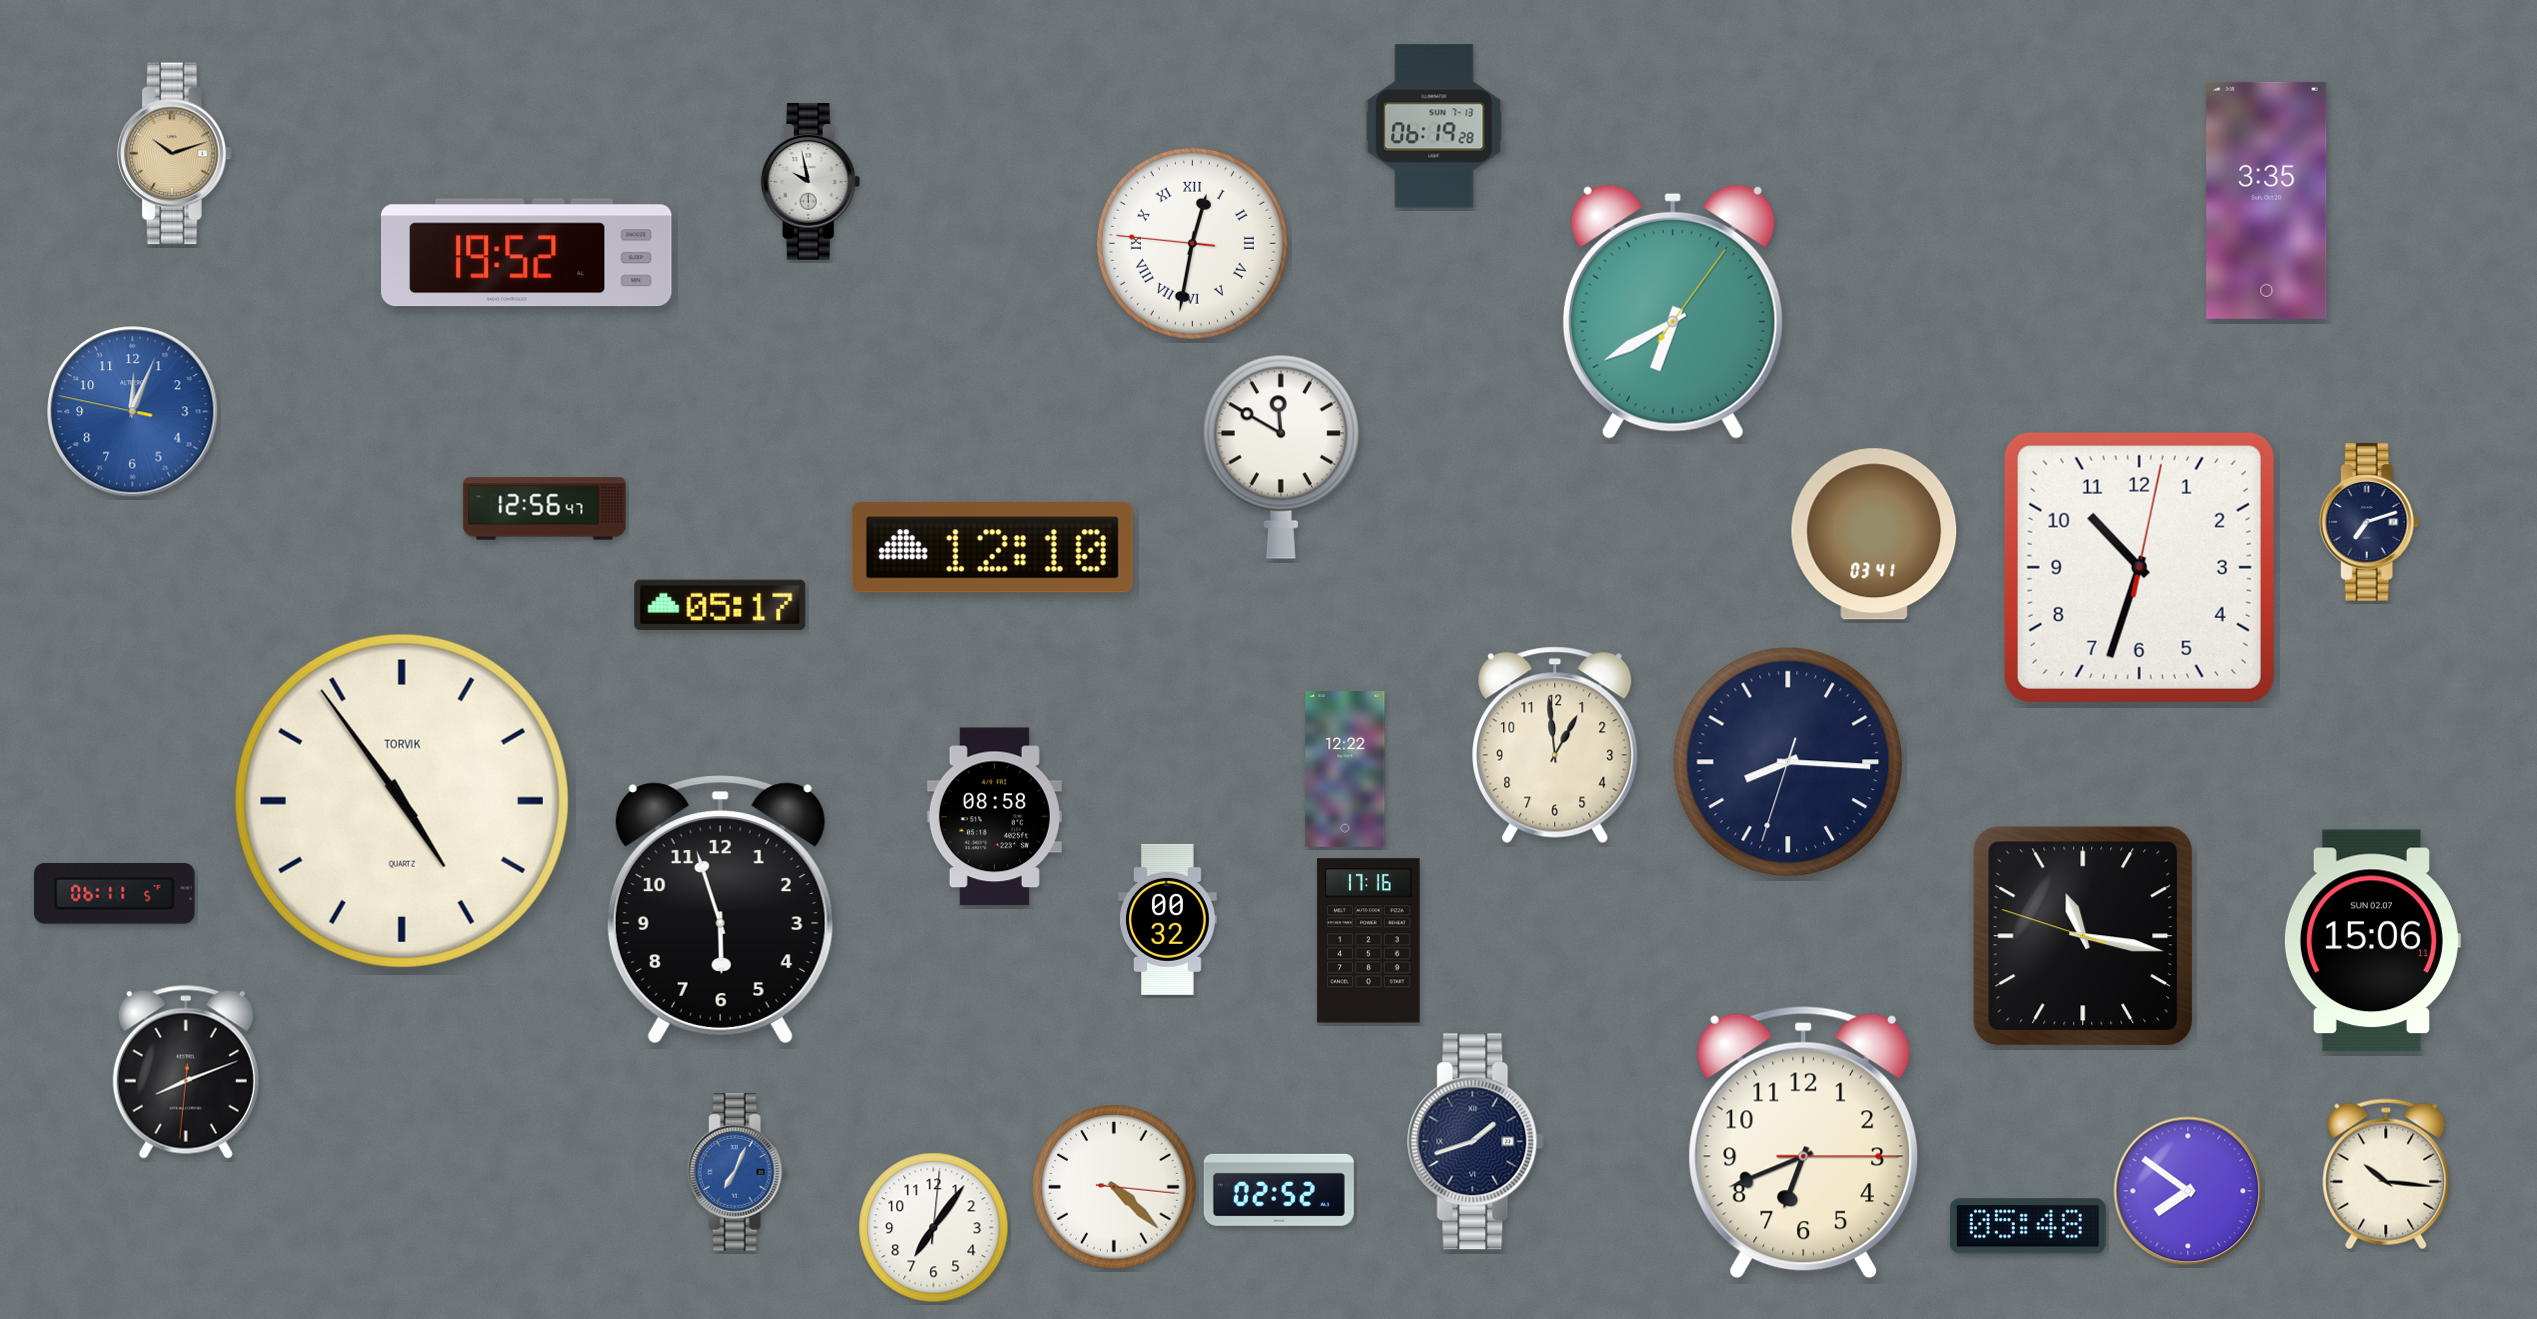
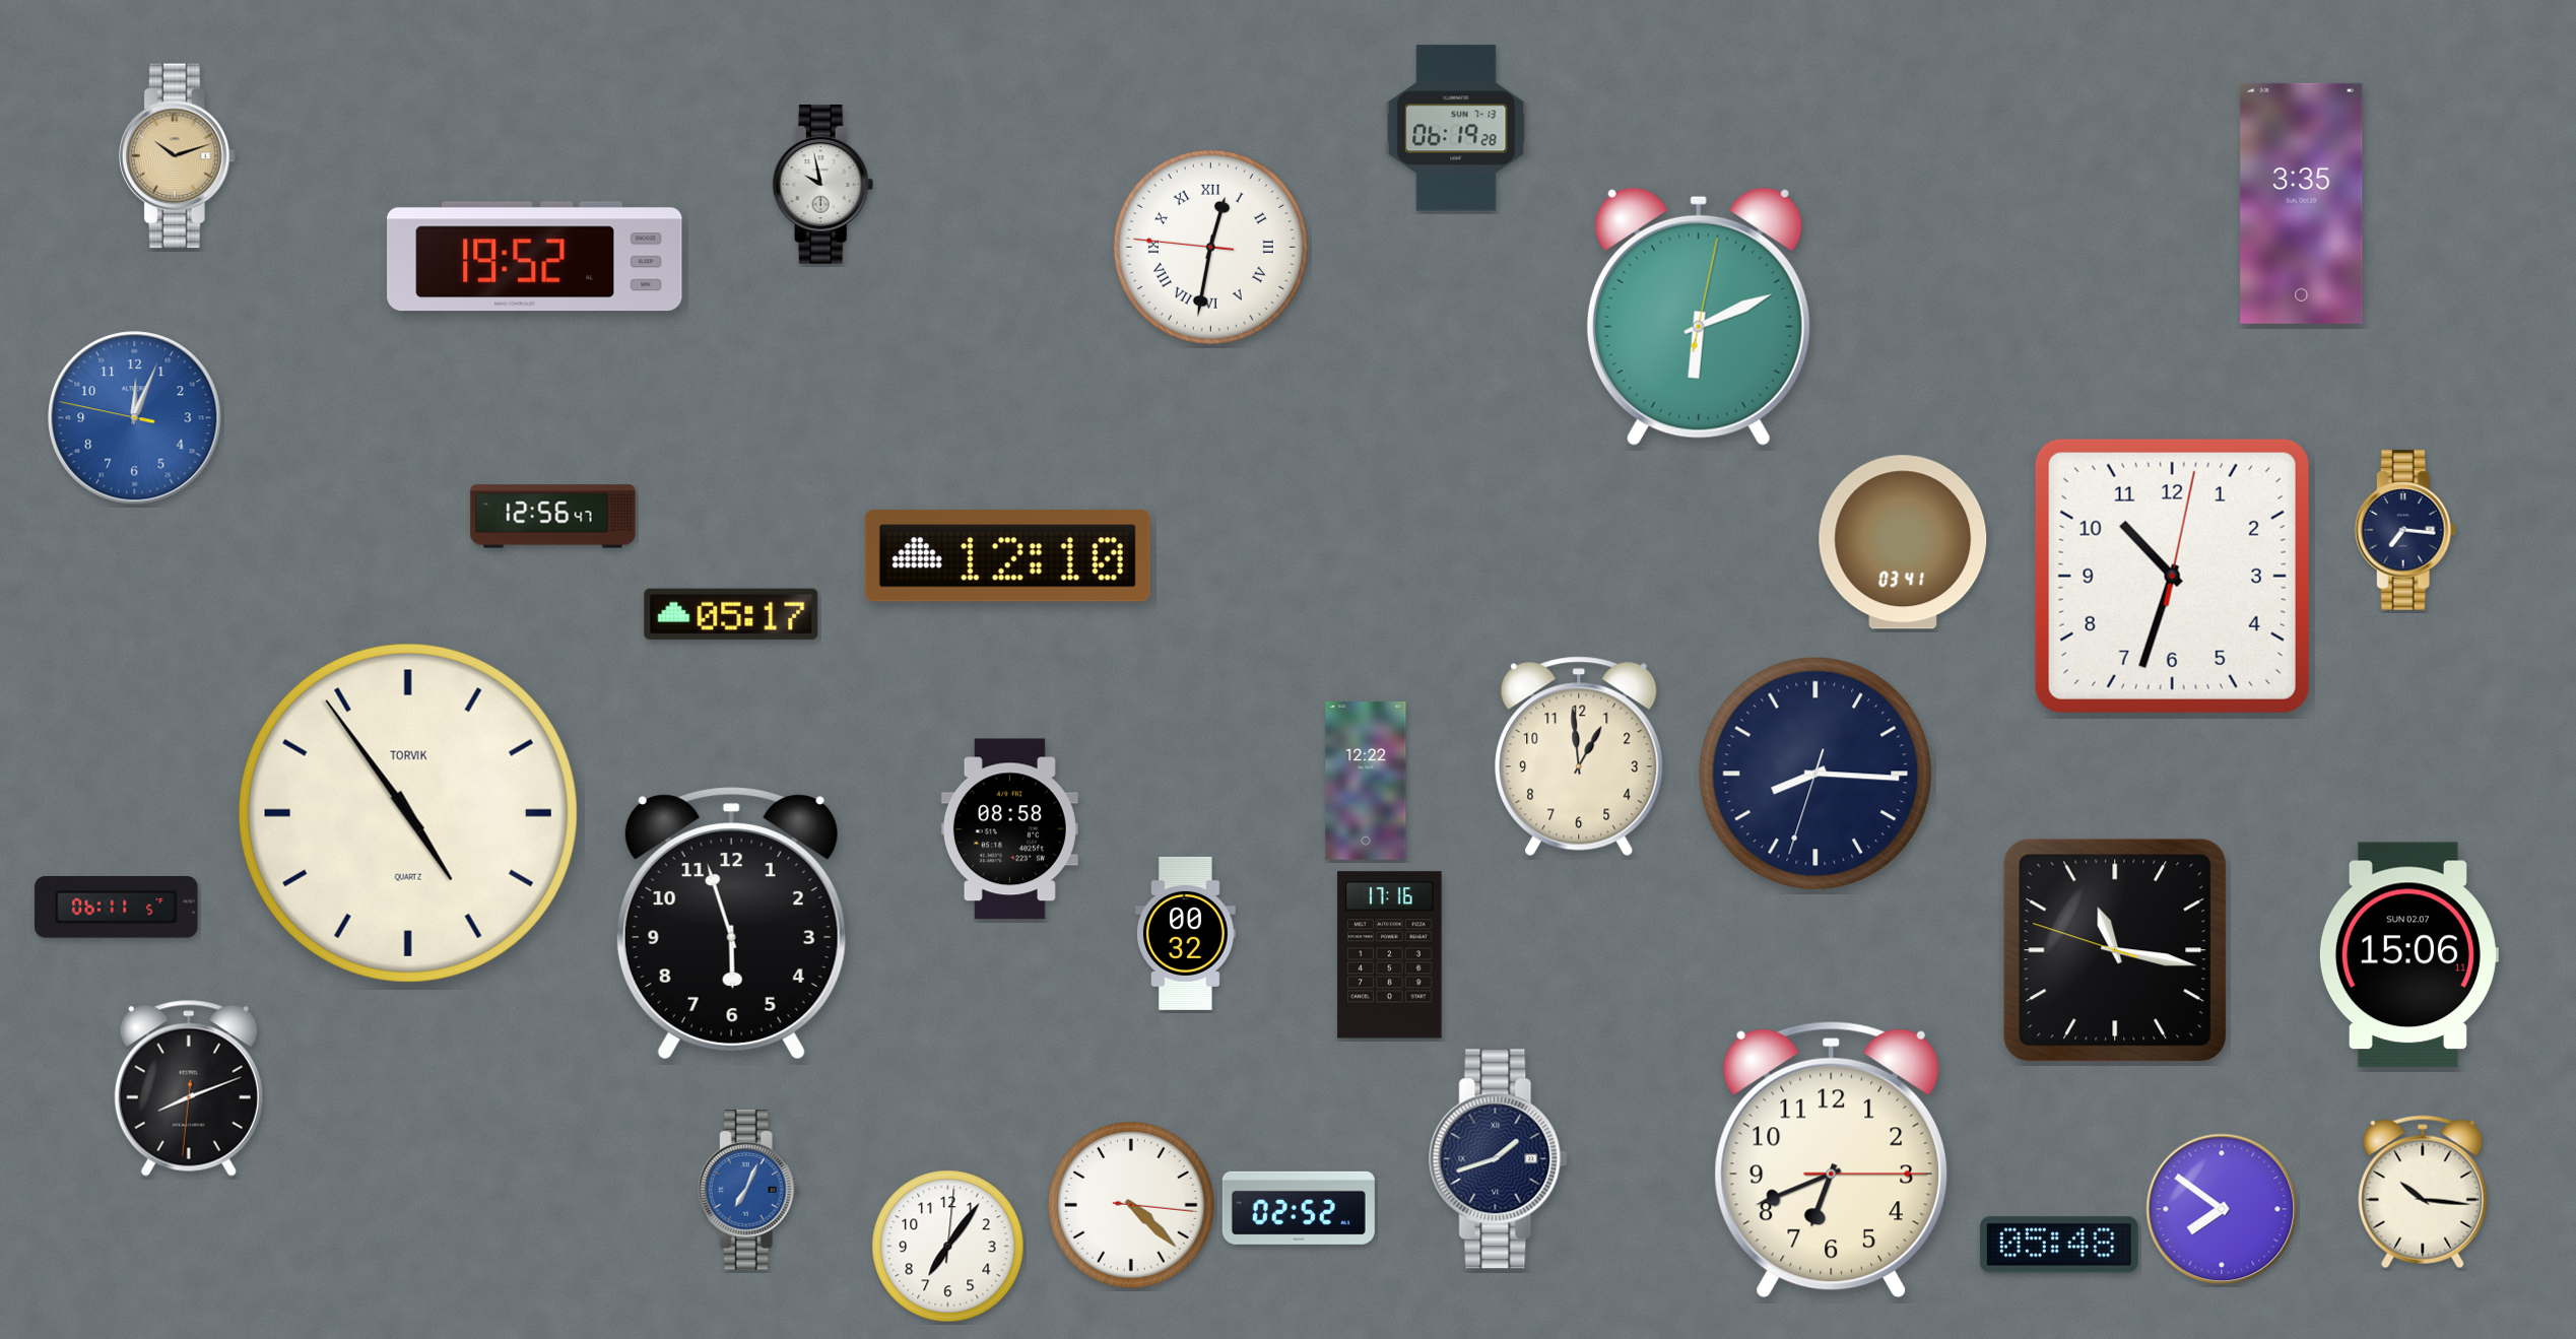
clock at (1673, 312): 6:40 -> 6:11
clock at (1281, 457): 11:50 -> none
clock at (2369, 522): 7:12 -> 7:16
